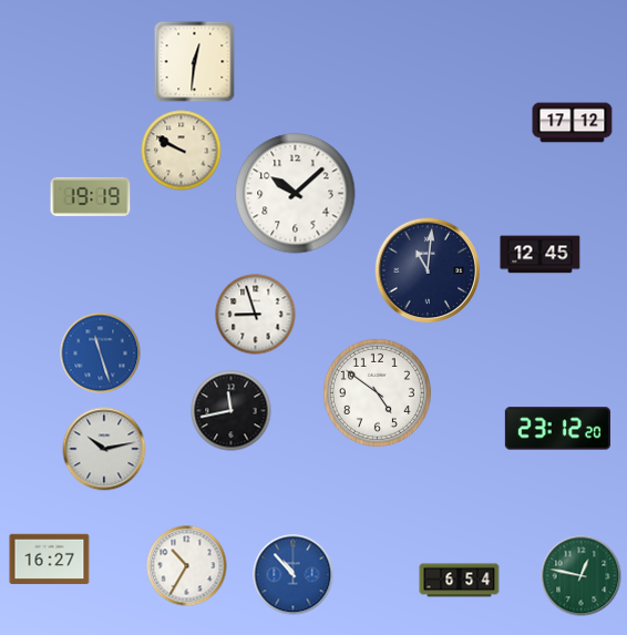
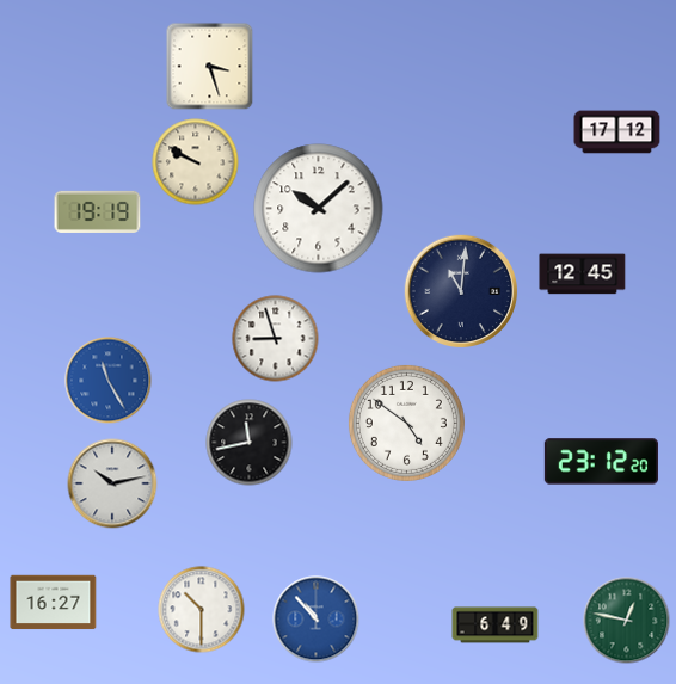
clock at (195, 62): 12:31 -> 3:27
clock at (101, 354): 11:27 -> 11:25
clock at (187, 566): 10:35 -> 10:30
clock at (460, 581): 6:54 -> 6:49
